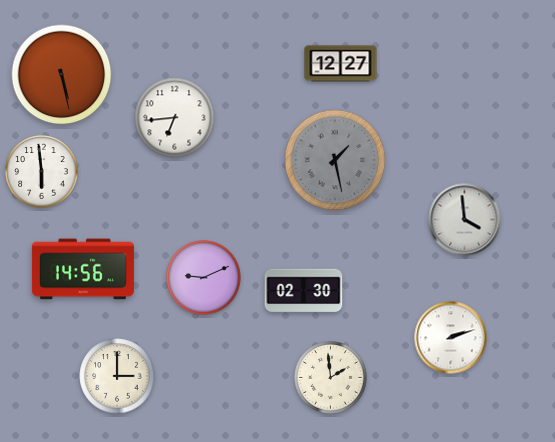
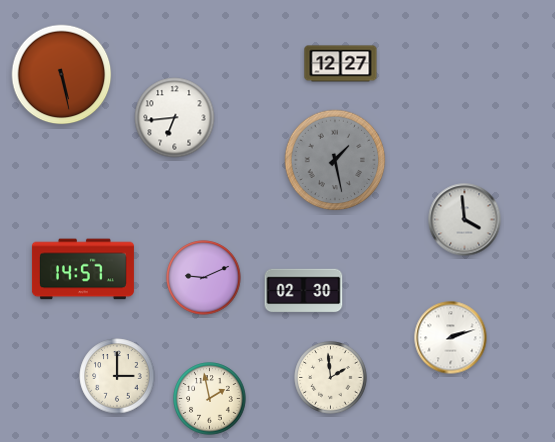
clock at (42, 172): 5:59 -> none
clock at (83, 269): 14:56 -> 14:57
clock at (210, 399): none -> 1:58
